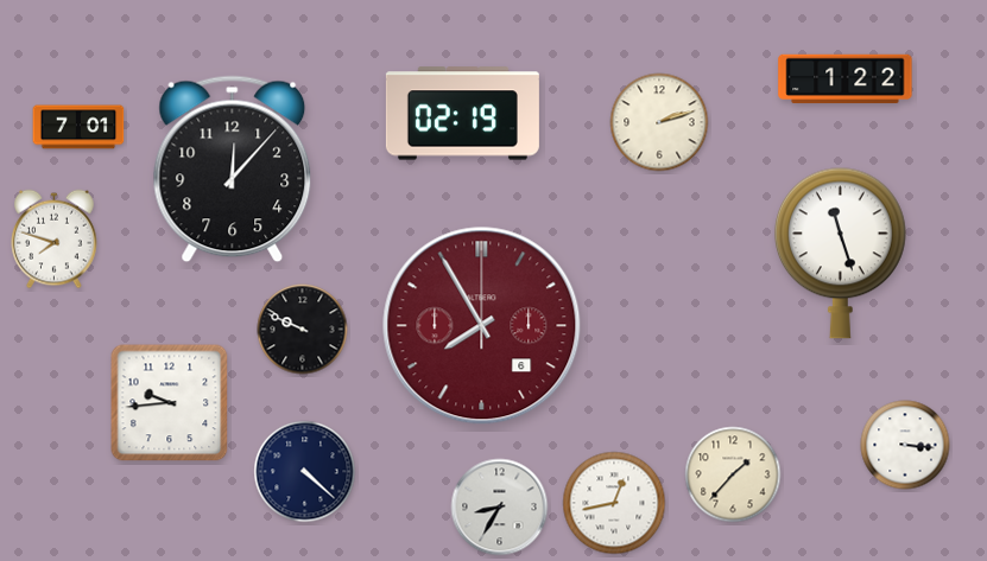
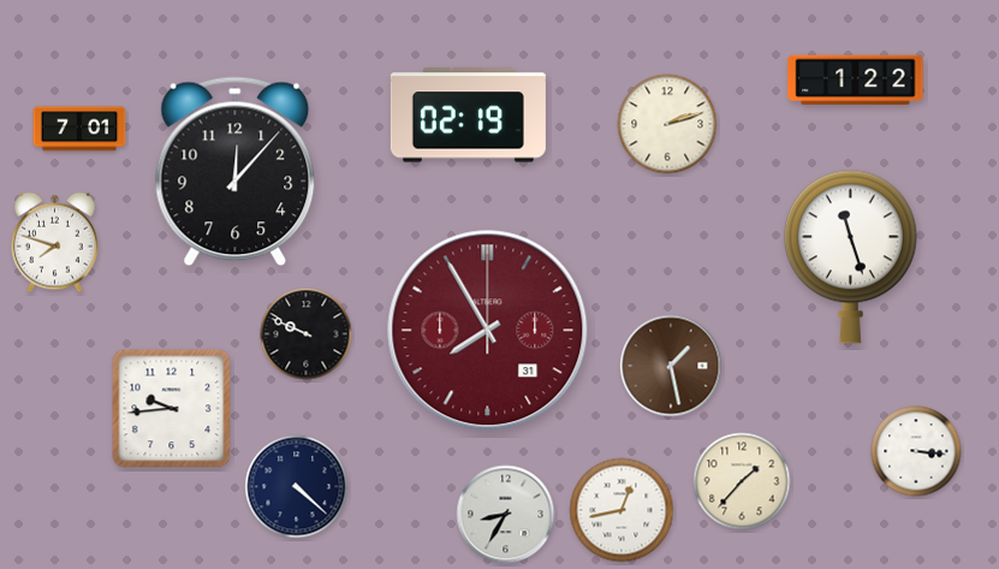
clock at (482, 326) date: 6 -> 31
clock at (671, 366): none -> 1:28
clock at (305, 472) position: (305, 472) -> (297, 487)
